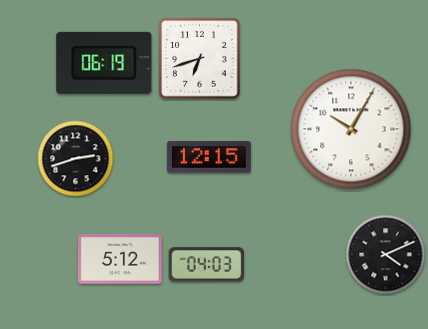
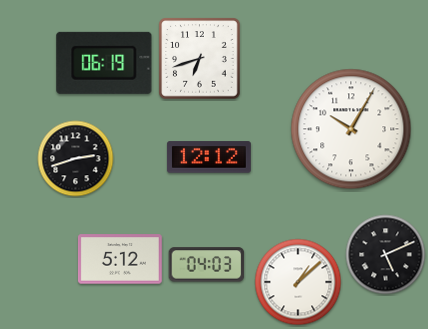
clock at (209, 157): 12:15 -> 12:12
clock at (386, 255): 4:11 -> 5:11
clock at (298, 282): none -> 1:08
